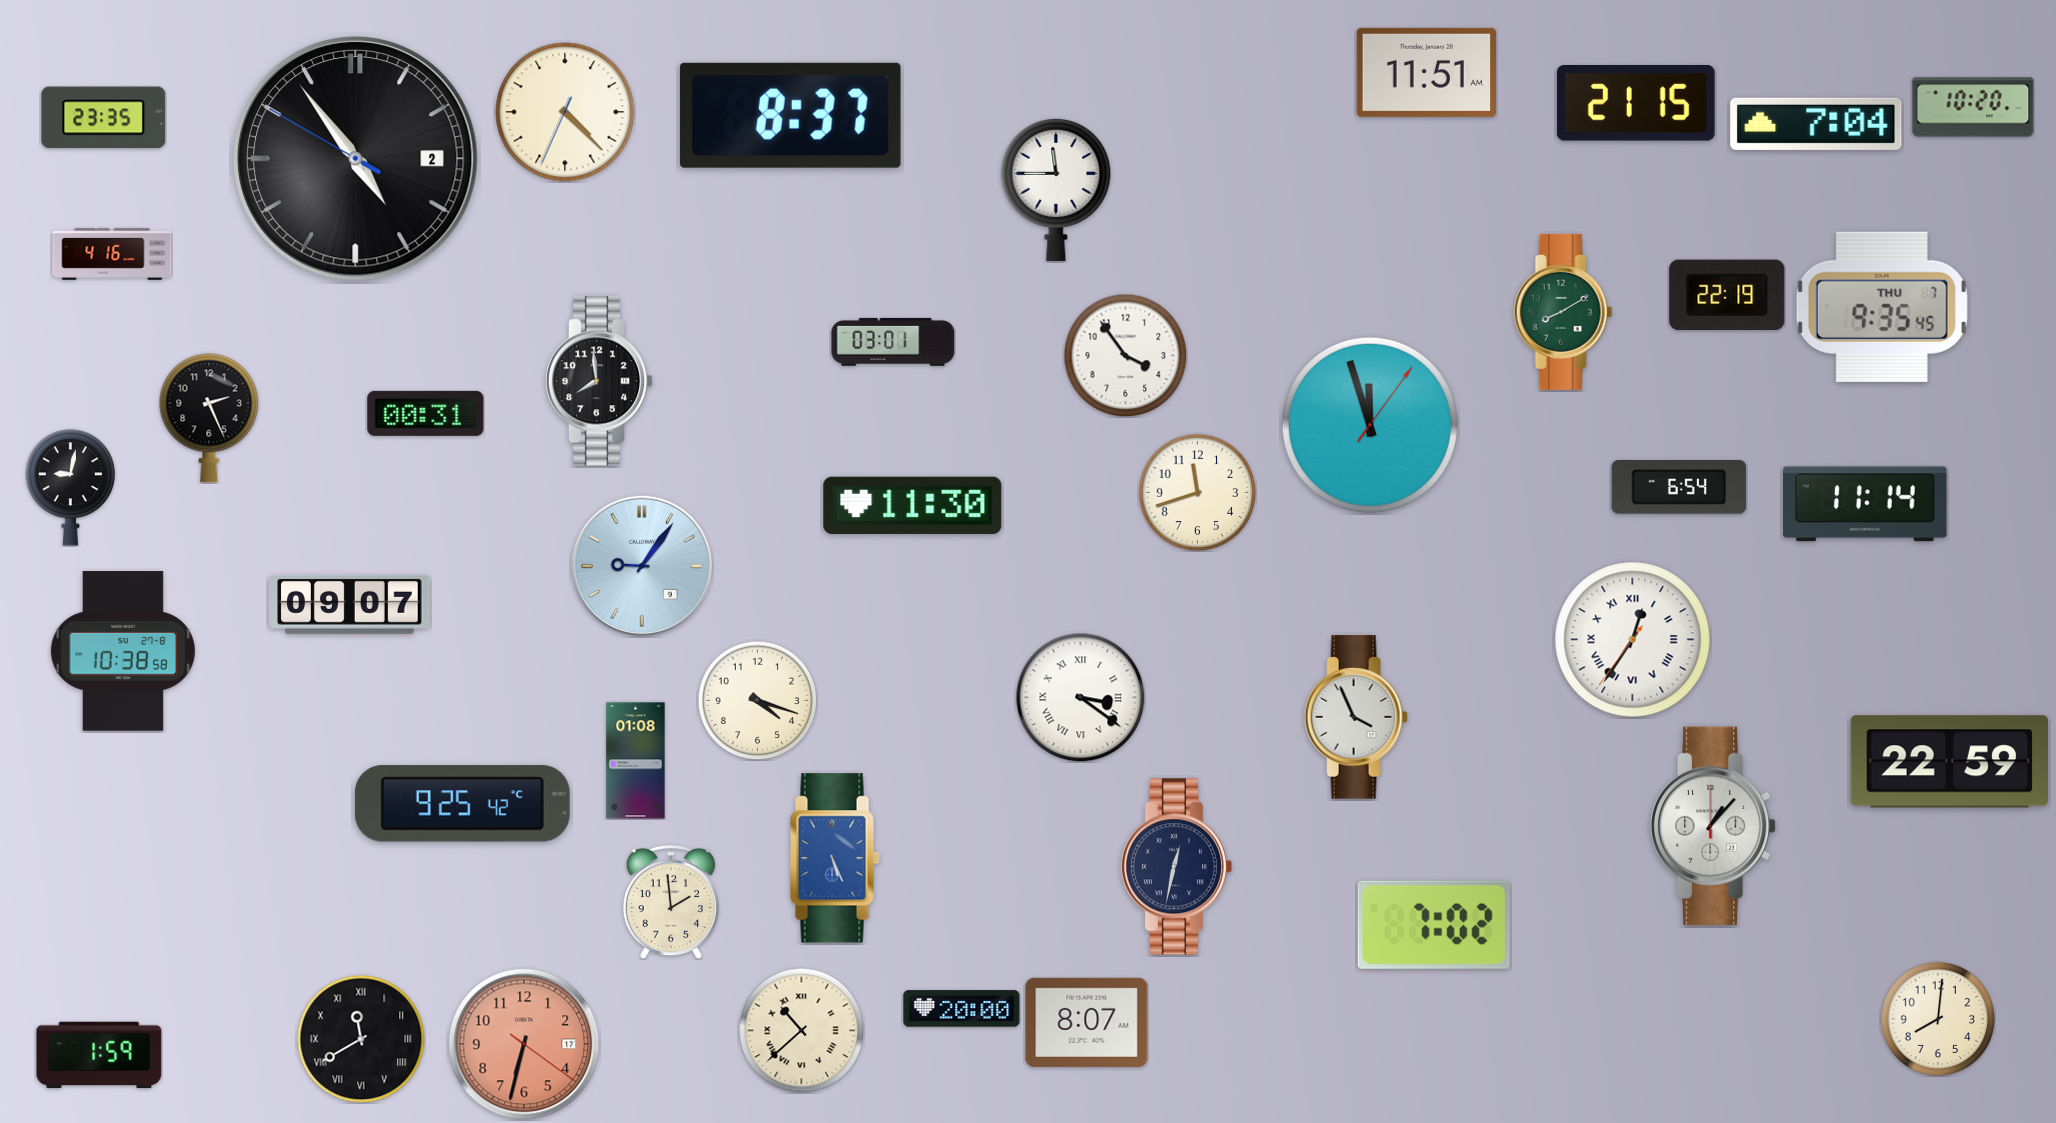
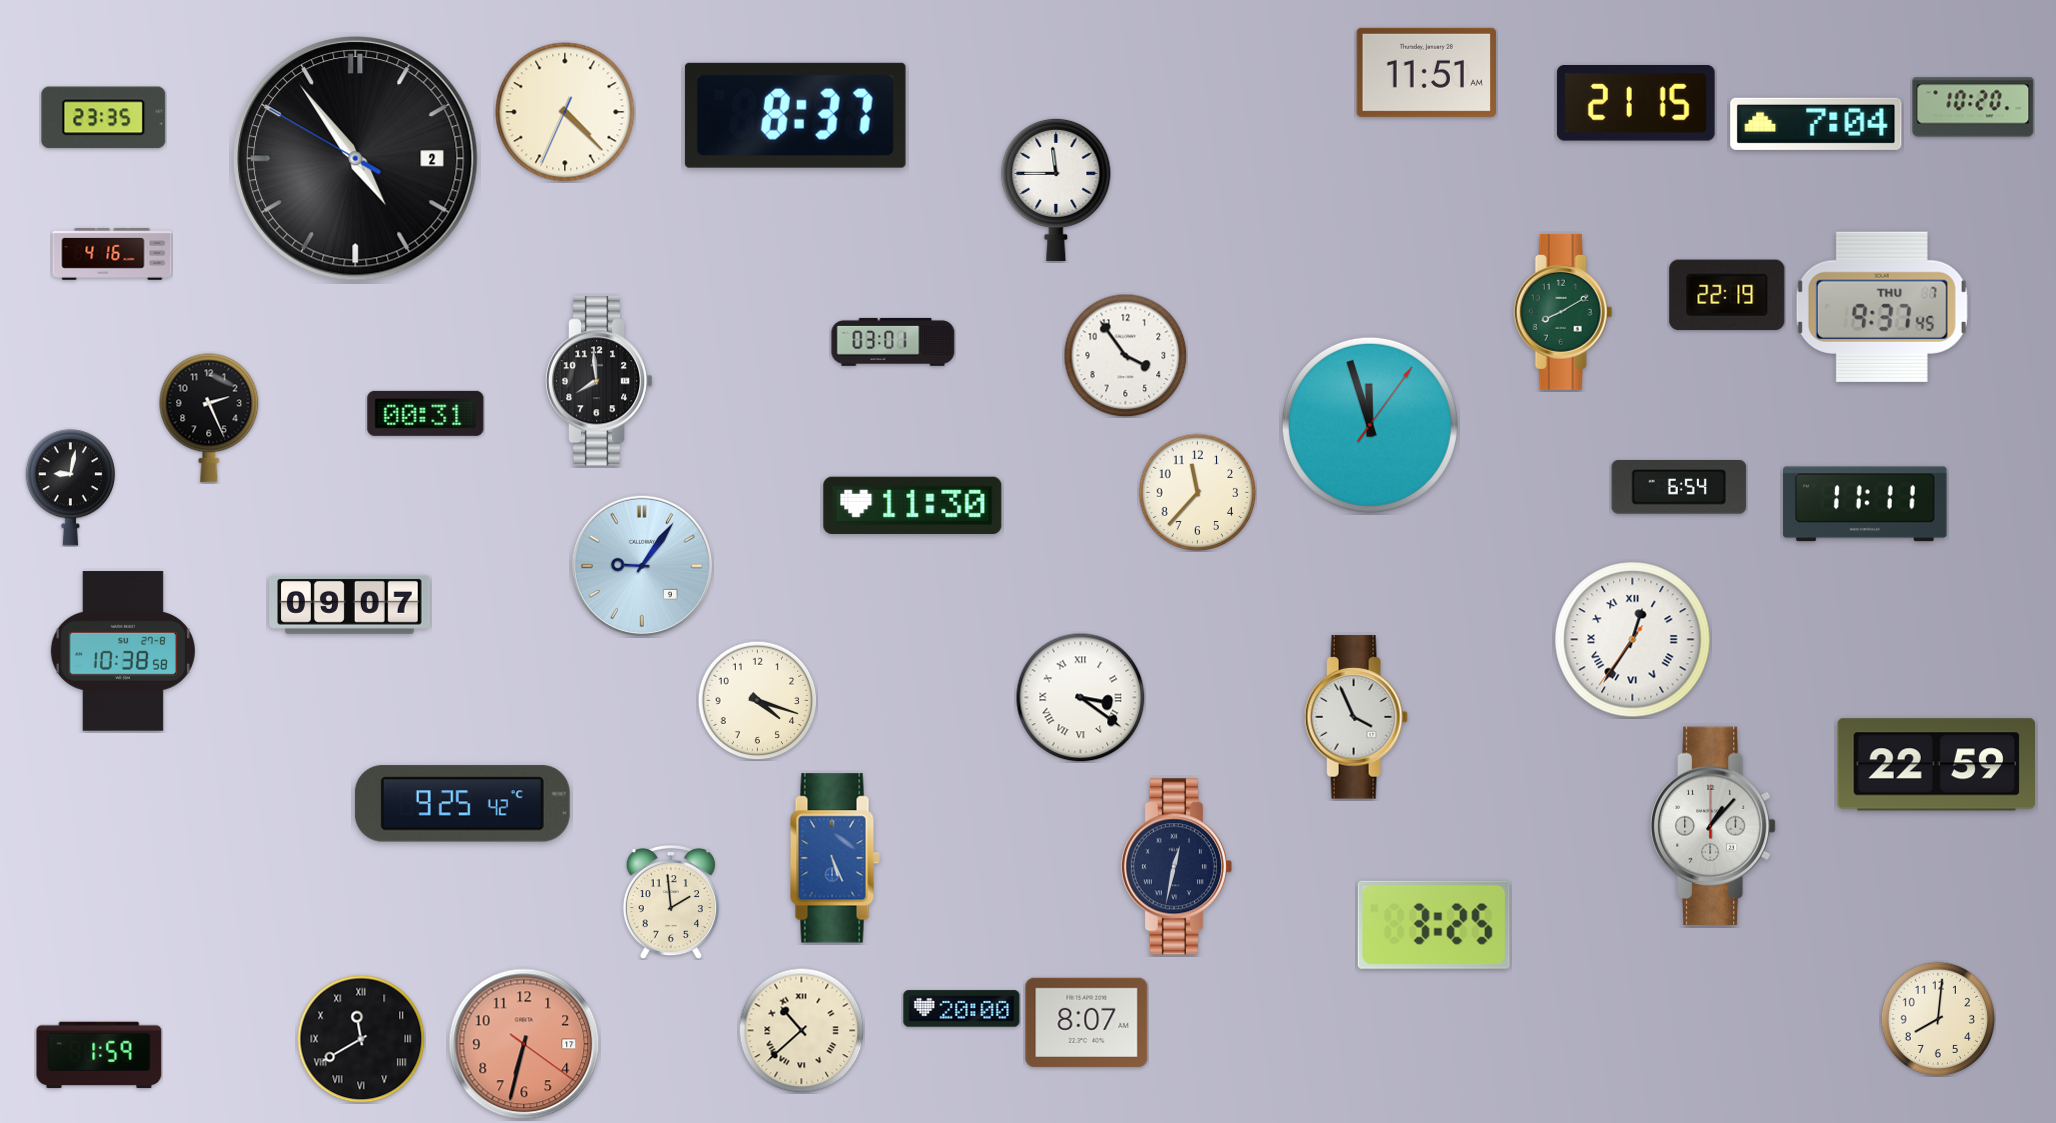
clock at (790, 115) position: (790, 115) -> (795, 115)
clock at (1882, 307): 9:35 -> 9:37
clock at (1197, 492): 11:42 -> 11:37
clock at (1865, 504): 11:14 -> 11:11
clock at (636, 761): 01:08 -> none
clock at (1949, 762) position: (1949, 762) -> (1936, 765)
clock at (1434, 925): 7:02 -> 3:25
